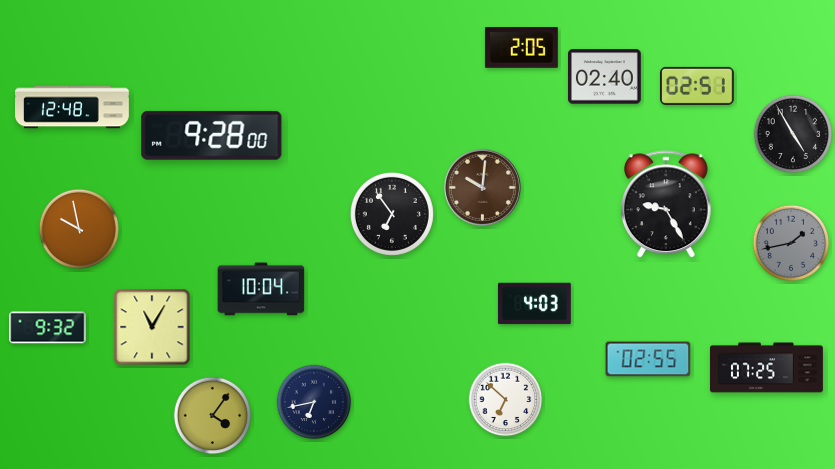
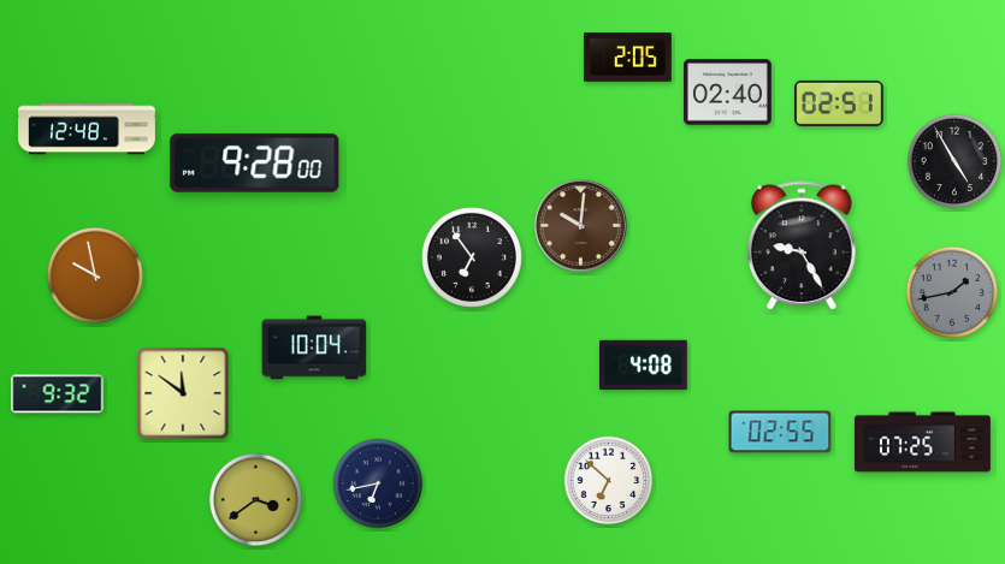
clock at (534, 304): 4:03 -> 4:08
clock at (152, 327): 11:05 -> 11:51
clock at (213, 416): 4:06 -> 3:39
